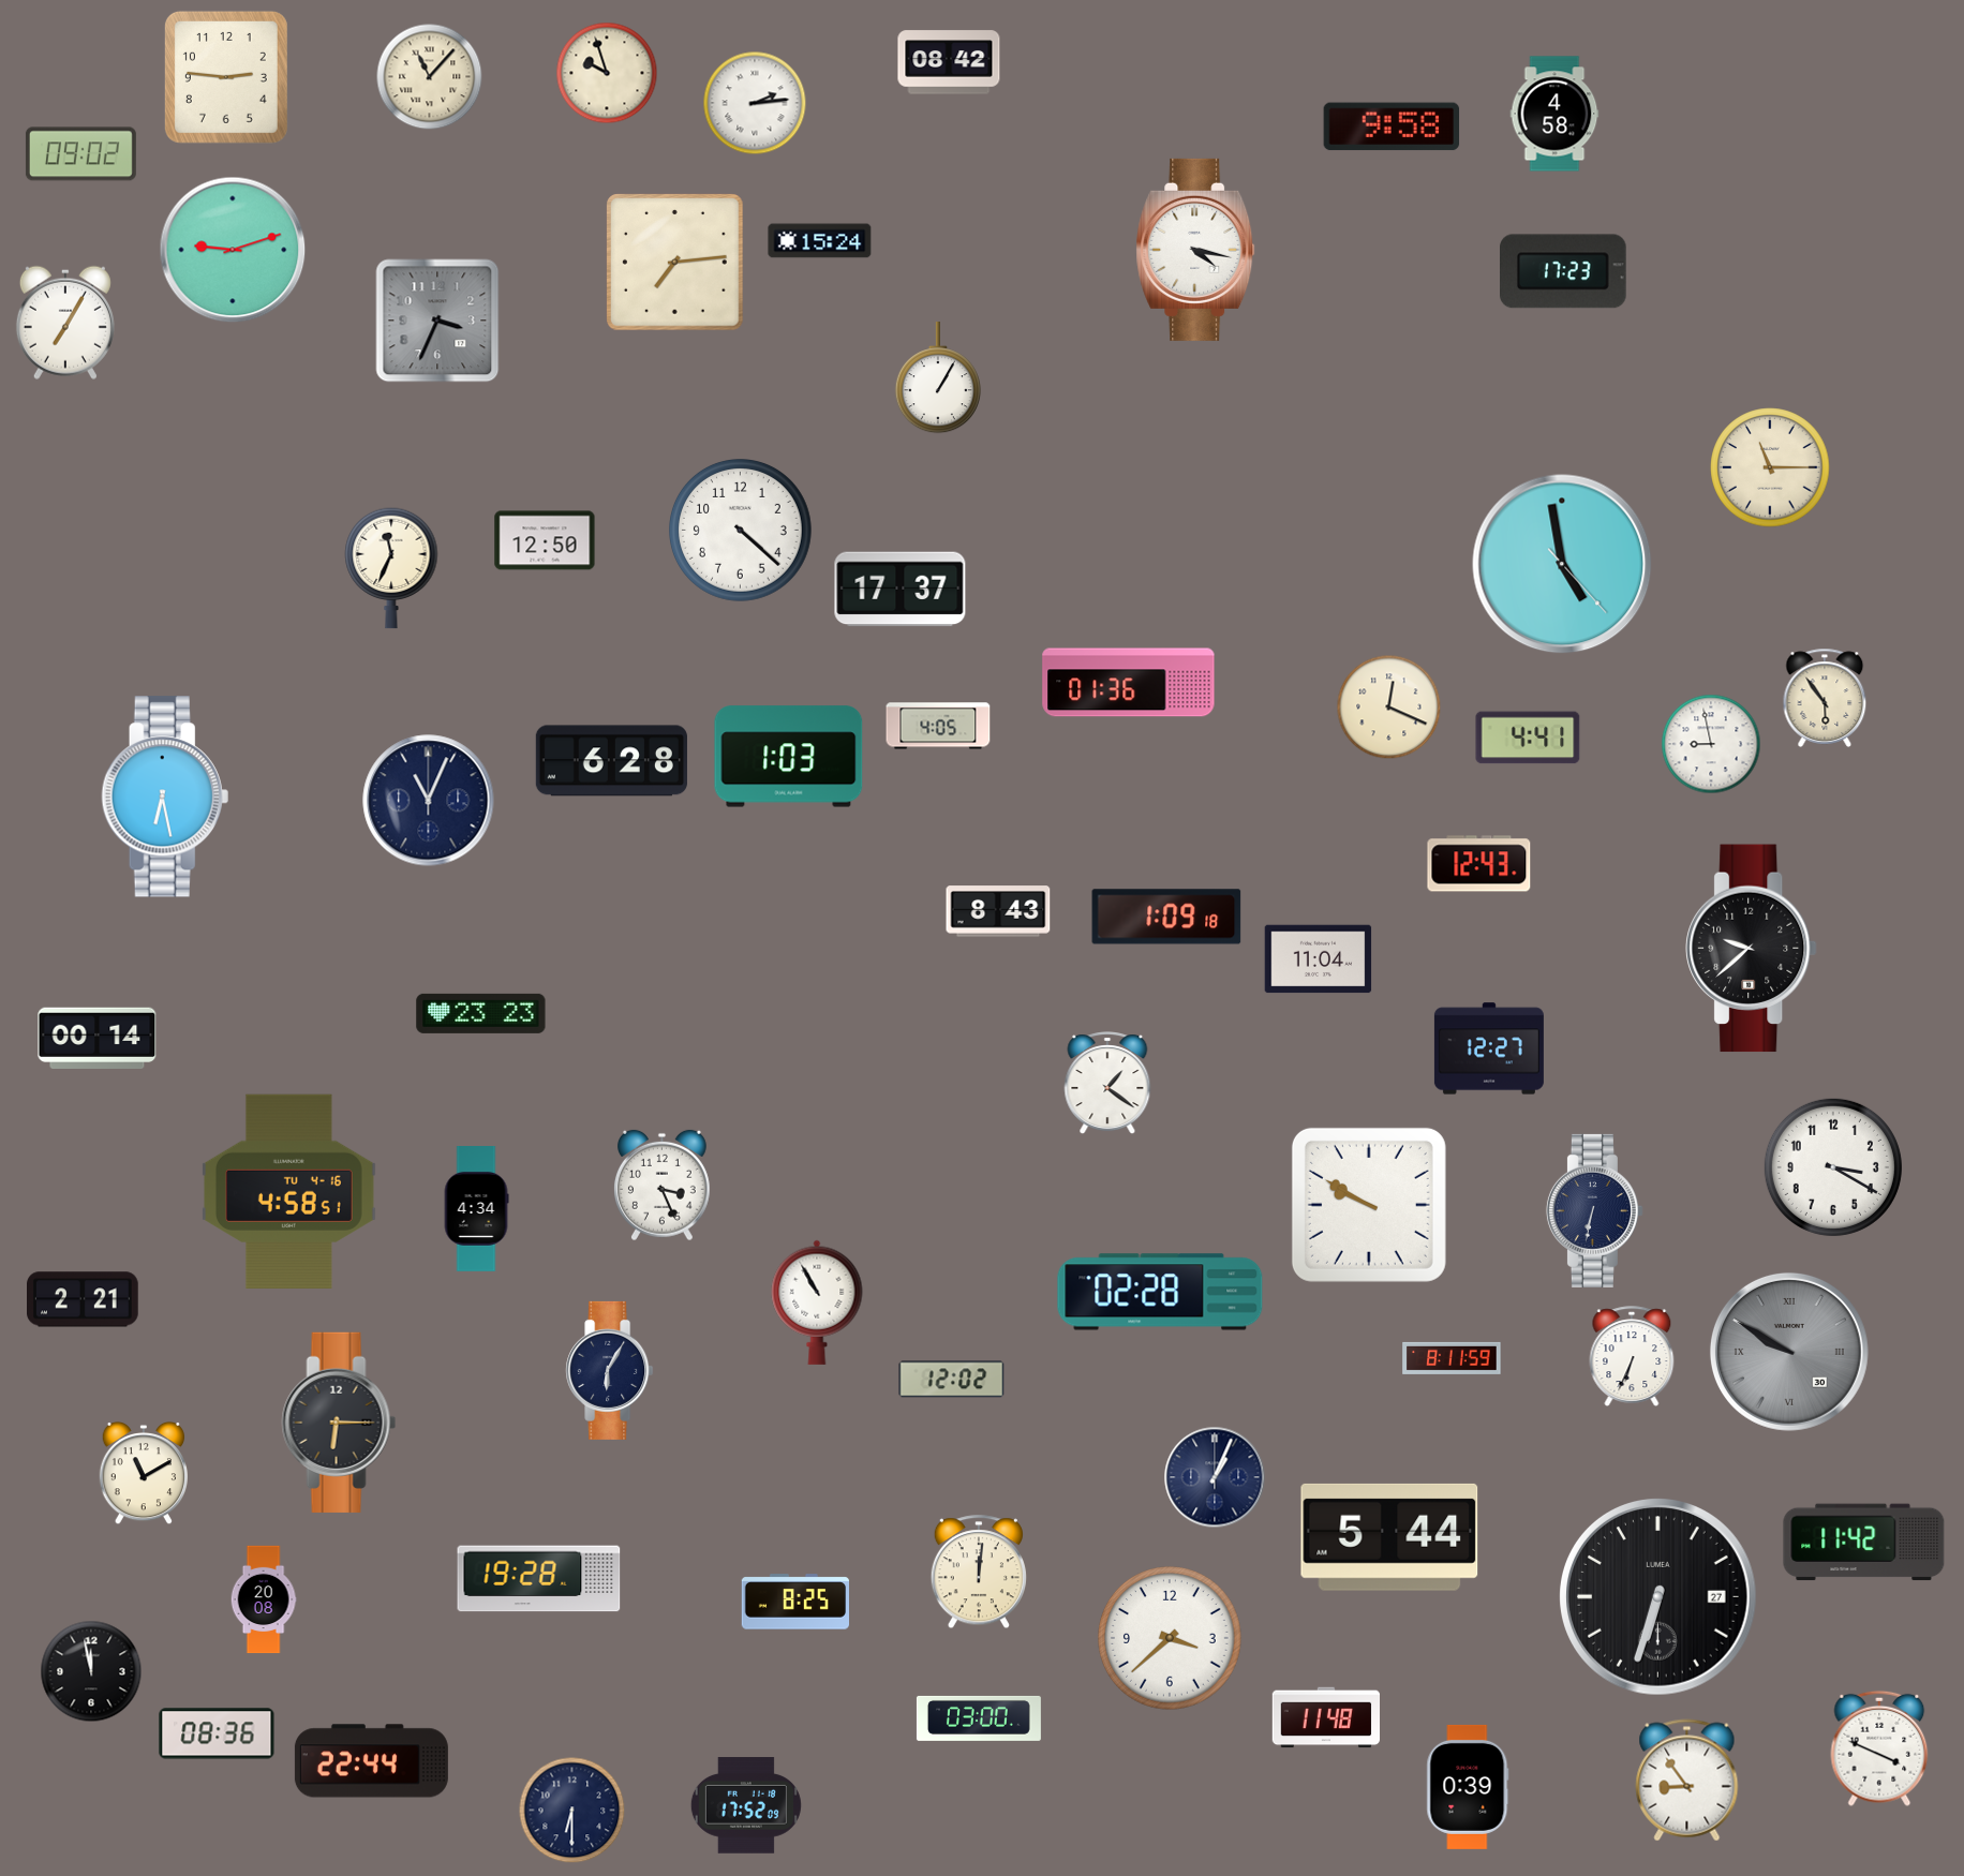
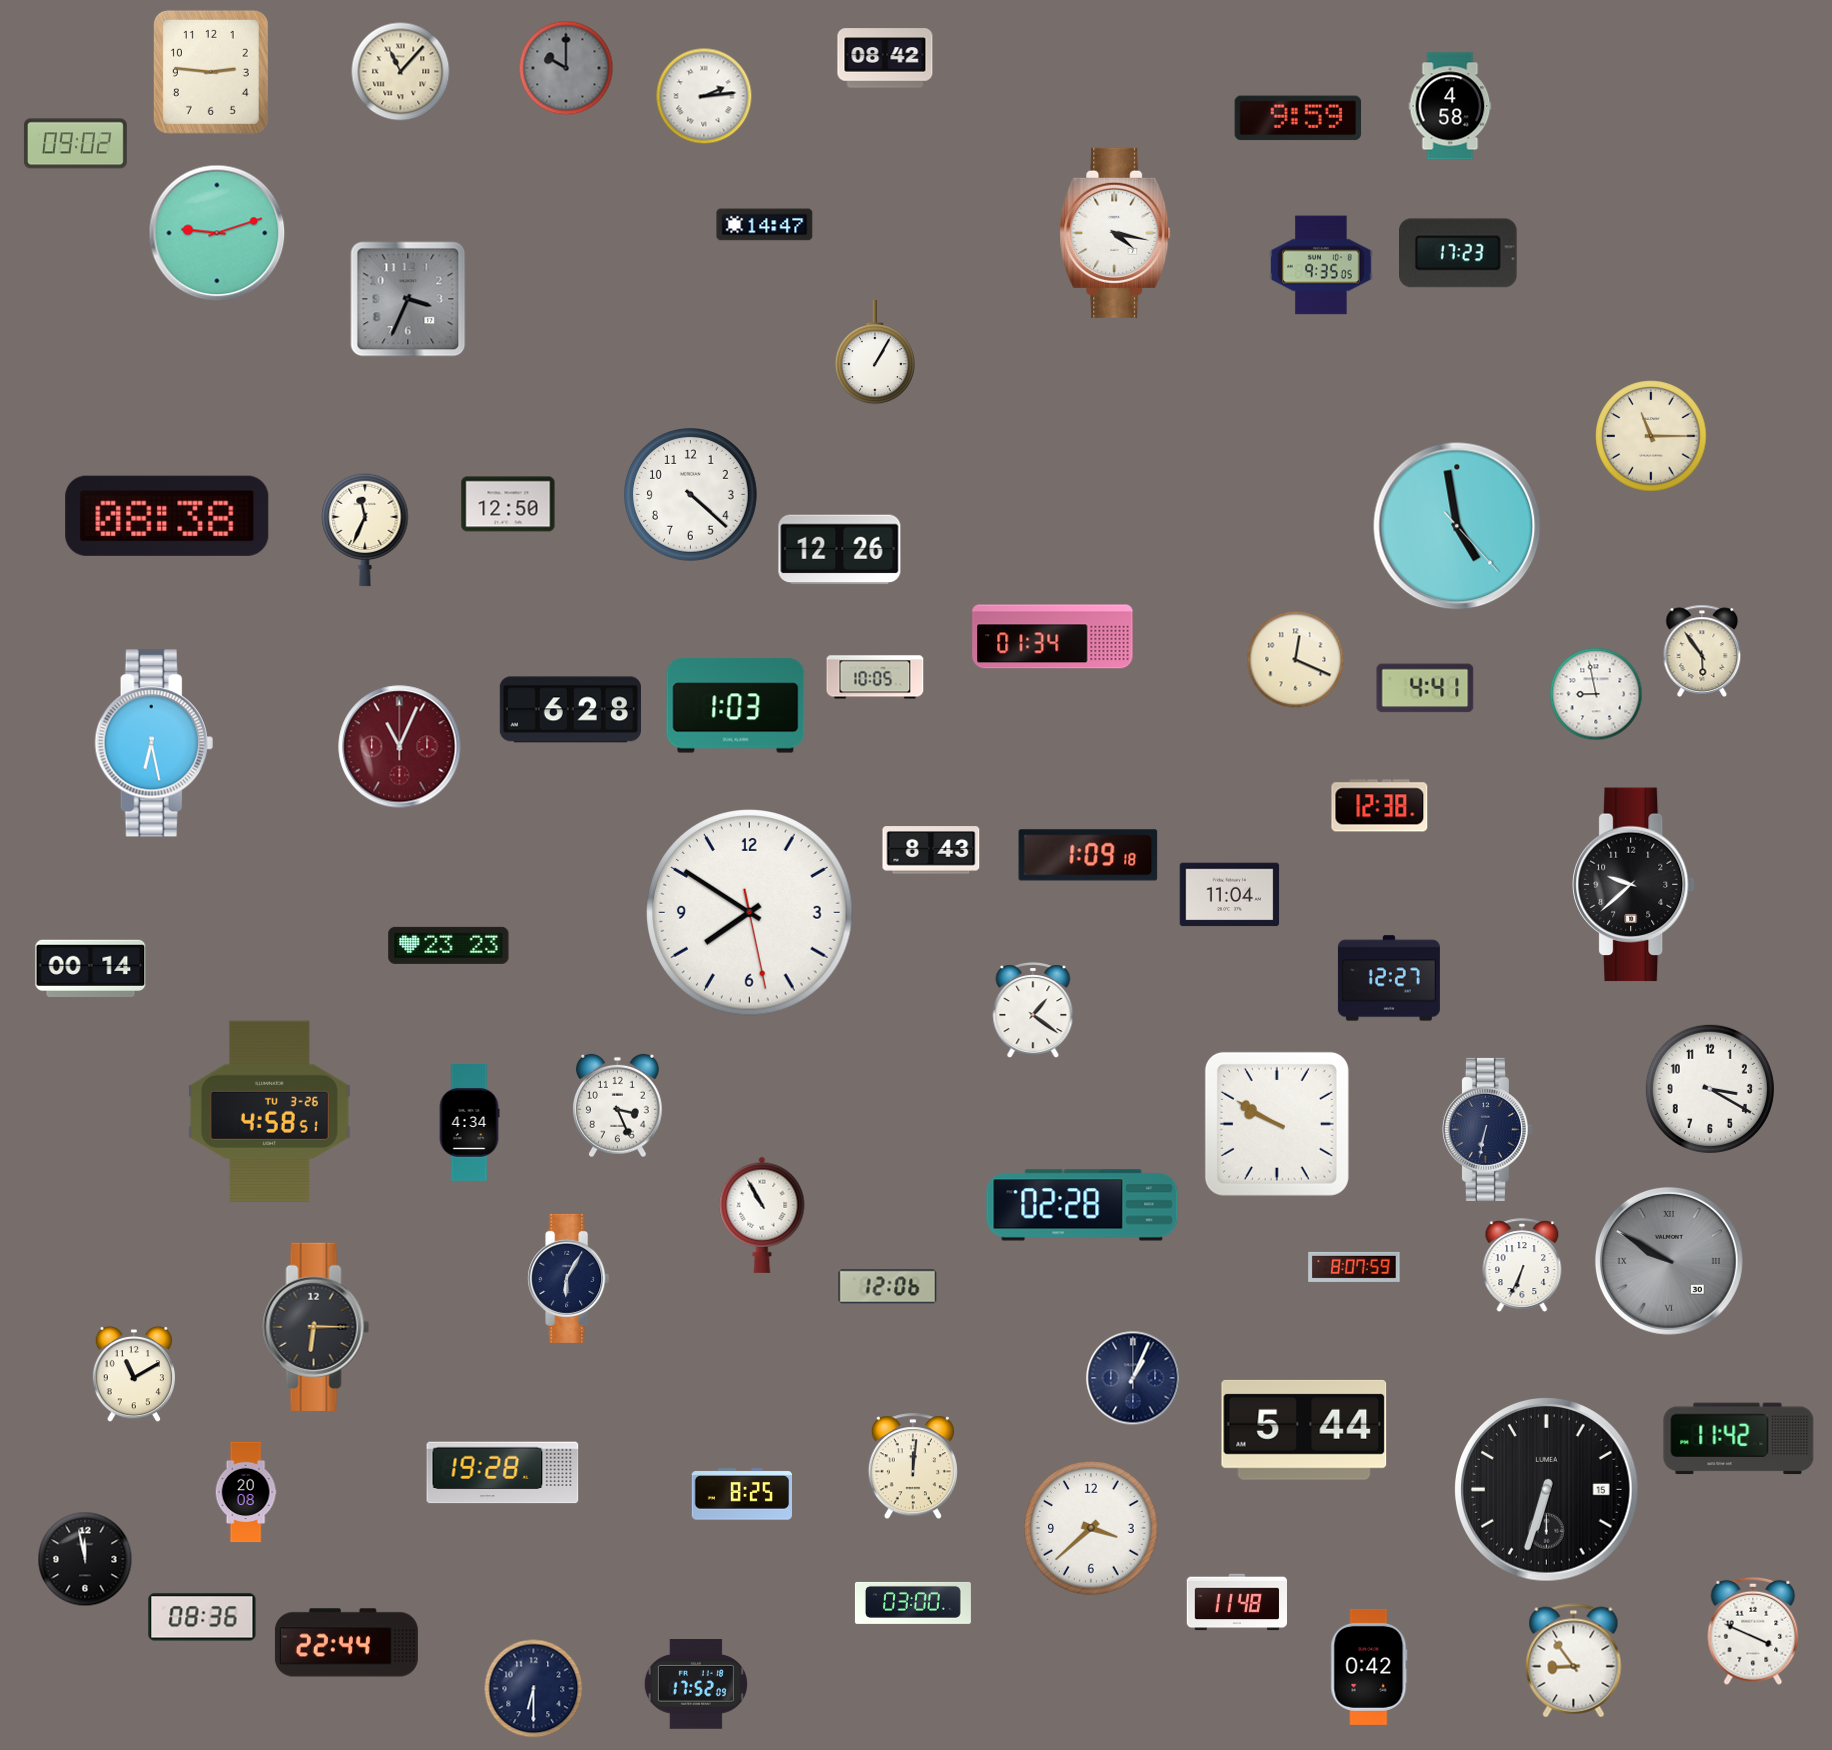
clock at (607, 73): 9:57 -> 10:00
clock at (607, 73) dial: cream -> grey
clock at (1392, 126): 9:58 -> 9:59
clock at (820, 241): 15:24 -> 14:47
clock at (675, 263): 7:14 -> none
clock at (1321, 265): none -> 9:35
clock at (65, 323): 7:05 -> none
clock at (167, 516): none -> 08:38
clock at (901, 590): 17:37 -> 12:26
clock at (1129, 683): 01:36 -> 01:34
clock at (938, 726): 4:05 -> 10:05
clock at (429, 801) dial: navy -> burgundy
clock at (1479, 864): 12:43 -> 12:38
clock at (750, 913): none -> 7:50
clock at (288, 1191) date: TU 4-16 -> TU 3-26
clock at (476, 1209) position: (476, 1209) -> (469, 1123)
clock at (84, 1299): 2:21 -> none
clock at (1452, 1358): 8:11 -> 8:07
clock at (952, 1380): 12:02 -> 12:06
clock at (1389, 1537) position: (1389, 1537) -> (1304, 1430)
clock at (1658, 1597) date: 27 -> 15
clock at (1468, 1787): 0:39 -> 0:42
